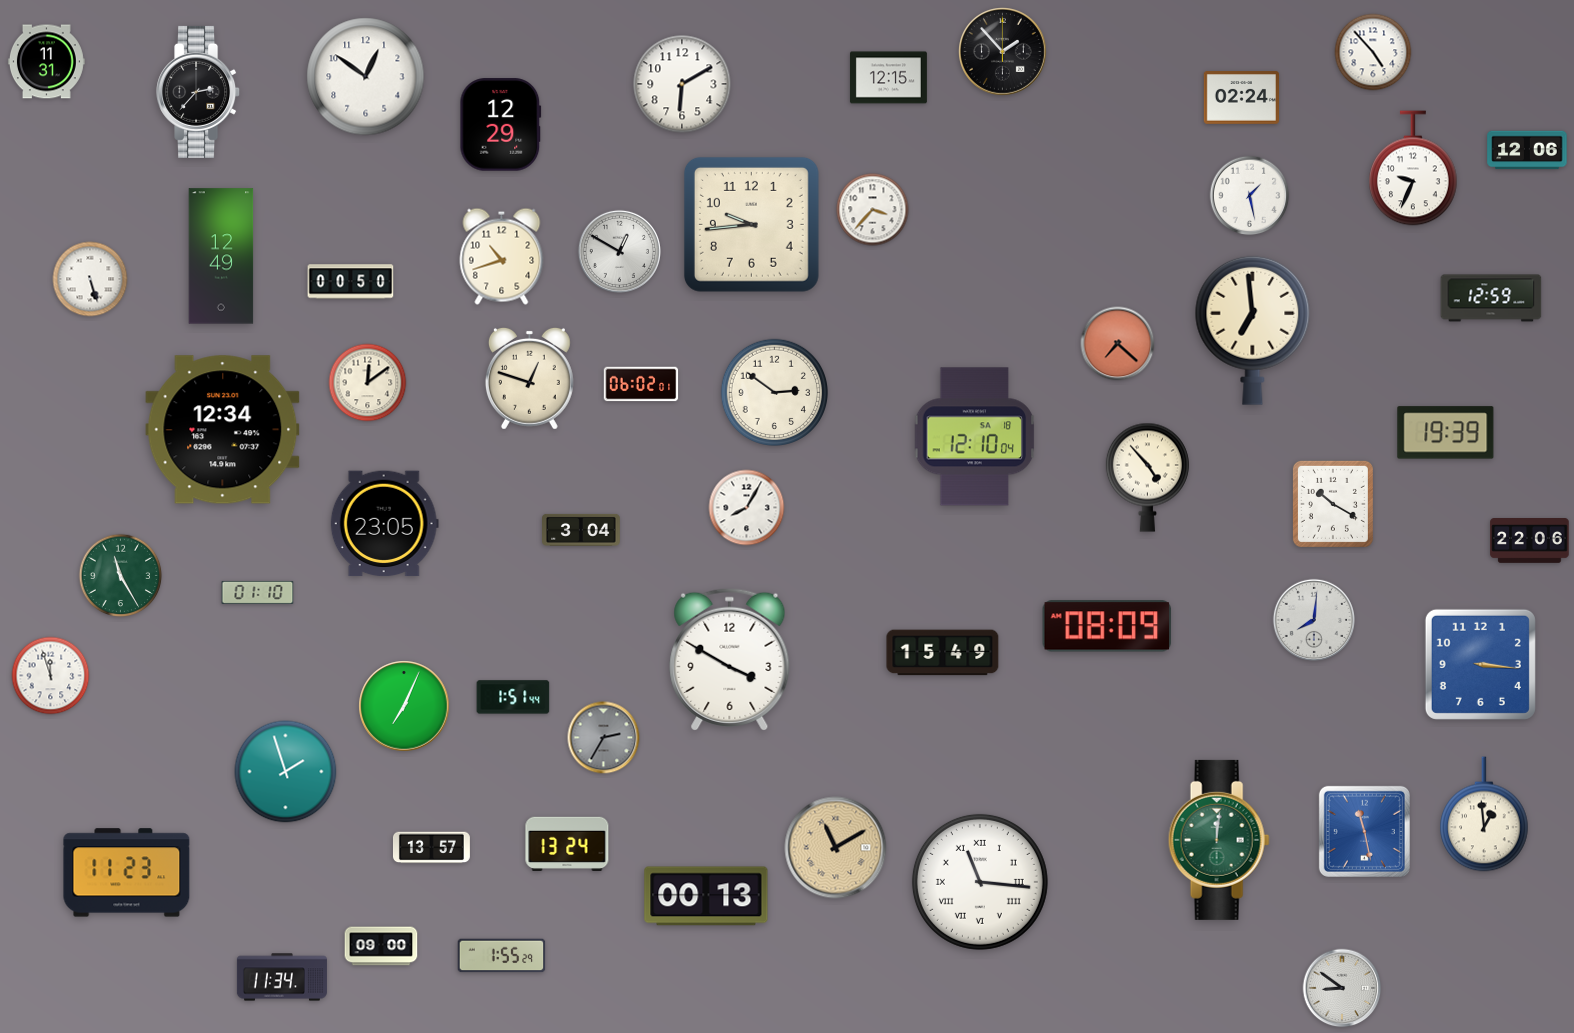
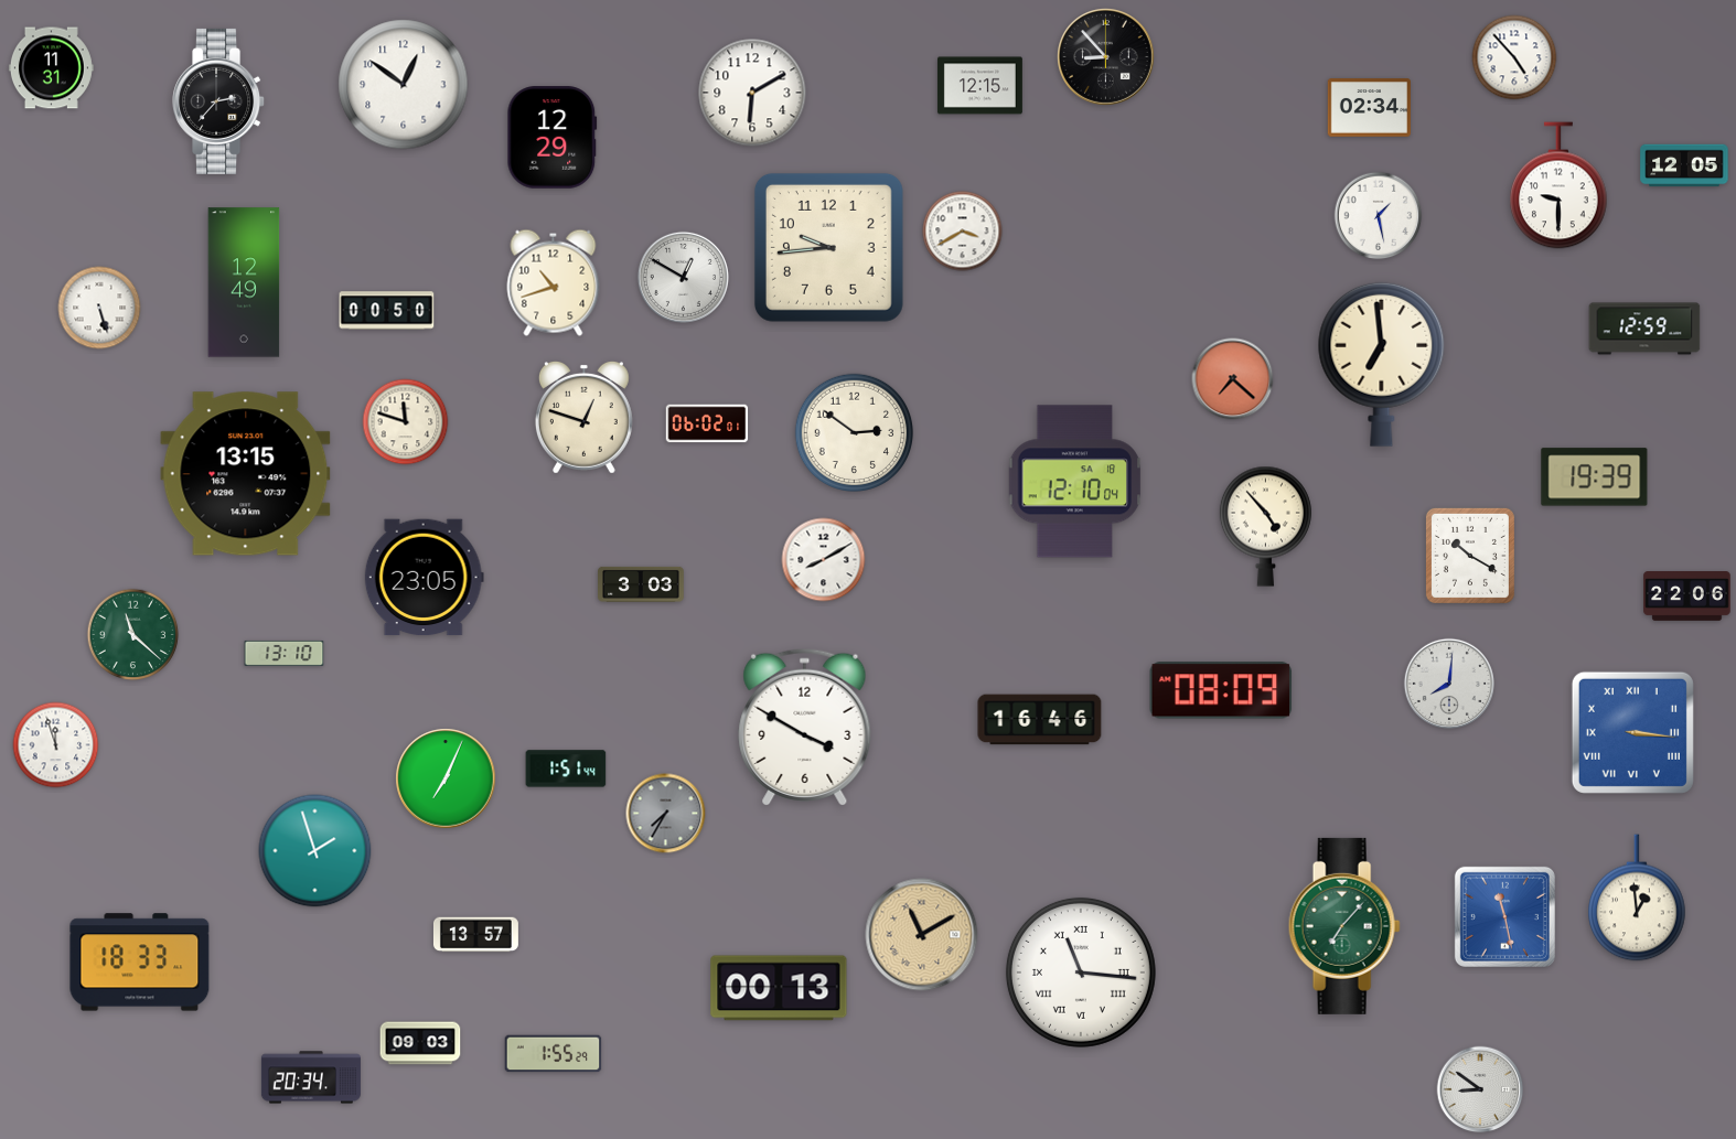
clock at (1003, 52): 1:53 -> 8:53
clock at (1241, 98): 02:24 -> 02:34
clock at (1527, 150): 12:06 -> 12:05
clock at (1413, 168): 9:34 -> 9:30
clock at (873, 210): 3:37 -> 3:40
clock at (368, 383): 12:09 -> 11:48
clock at (223, 430): 12:34 -> 13:15
clock at (747, 508): 8:05 -> 8:10
clock at (581, 530): 3:04 -> 3:03
clock at (121, 576): 11:25 -> 11:22
clock at (258, 592): 01:10 -> 13:10
clock at (943, 653): 15:49 -> 16:46
clock at (1480, 664) numerals: Arabic -> Roman
clock at (604, 738): 2:35 -> 7:35
clock at (1219, 840): 12:01 -> 7:07
clock at (567, 843): 13:24 -> none
clock at (127, 873): 11:23 -> 18:33
clock at (381, 946): 09:00 -> 09:03
clock at (282, 977): 11:34 -> 20:34
